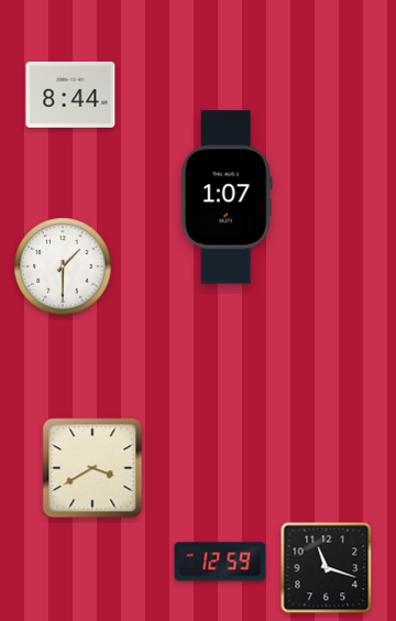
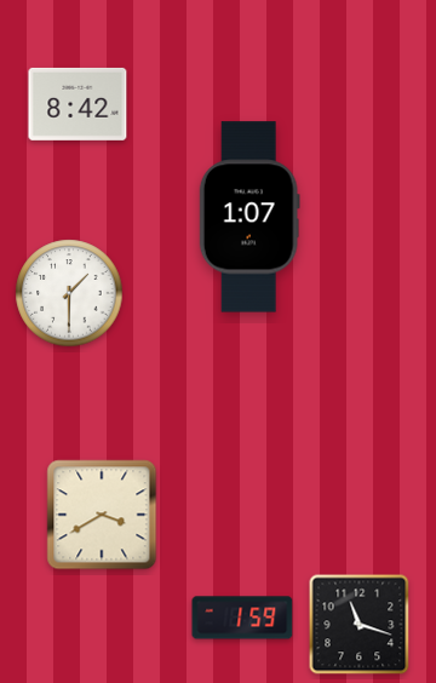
clock at (70, 95): 8:44 -> 8:42
clock at (220, 562): 12:59 -> 1:59
